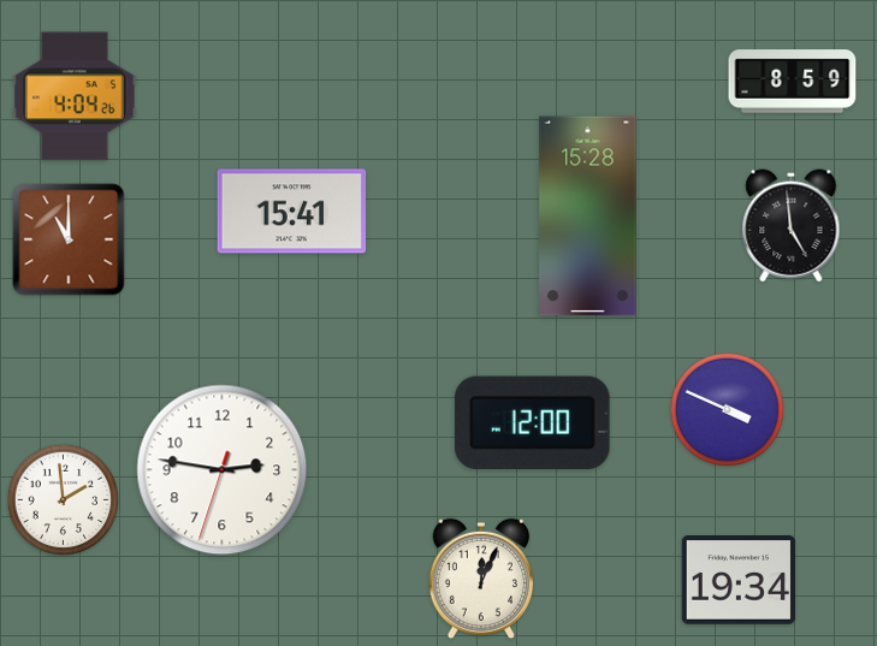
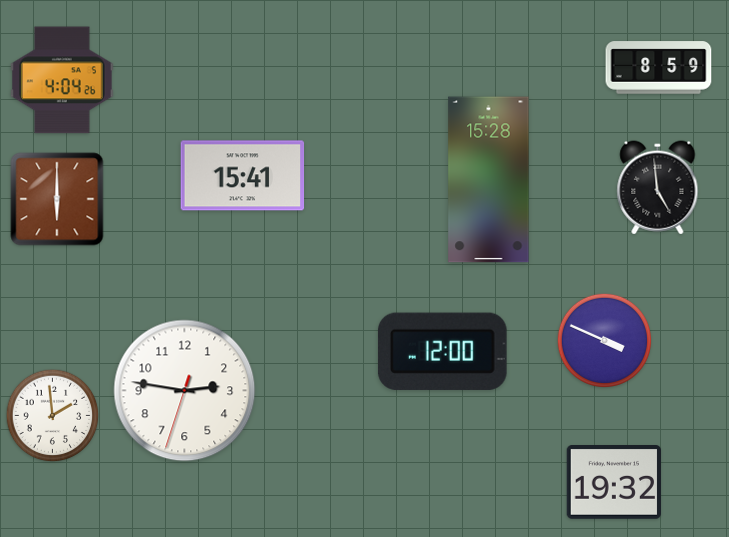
clock at (69, 239): 11:00 -> 6:00
clock at (480, 579): 12:04 -> none
clock at (737, 581): 19:34 -> 19:32
